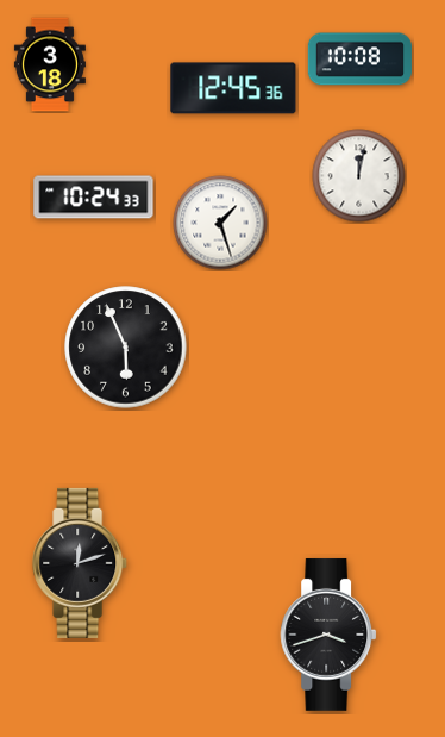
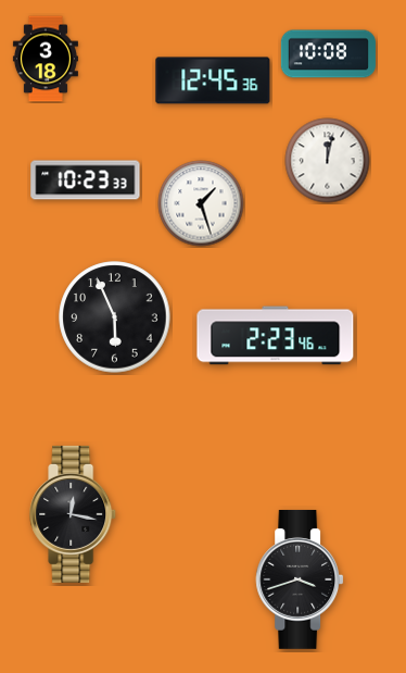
clock at (94, 198): 10:24 -> 10:23
clock at (276, 336): none -> 2:23
clock at (81, 563): 12:12 -> 12:17
